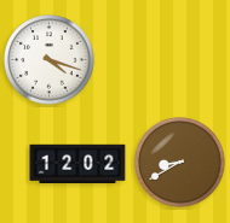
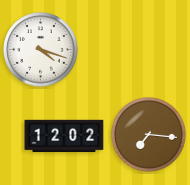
clock at (180, 163): 8:40 -> 7:16
